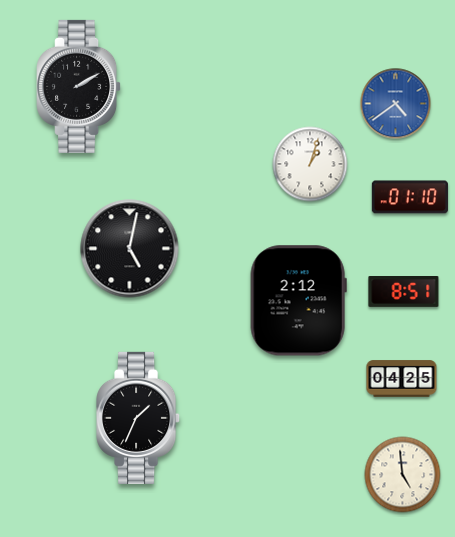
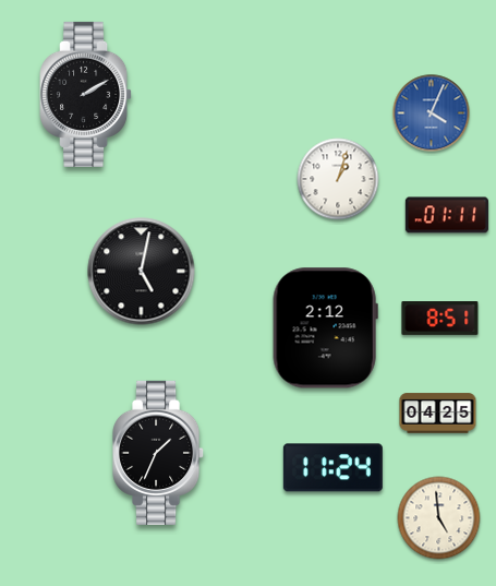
clock at (396, 104): 4:39 -> 4:04
clock at (410, 197): 01:10 -> 01:11
clock at (139, 418) position: (139, 418) -> (159, 453)
clock at (332, 468): none -> 11:24
